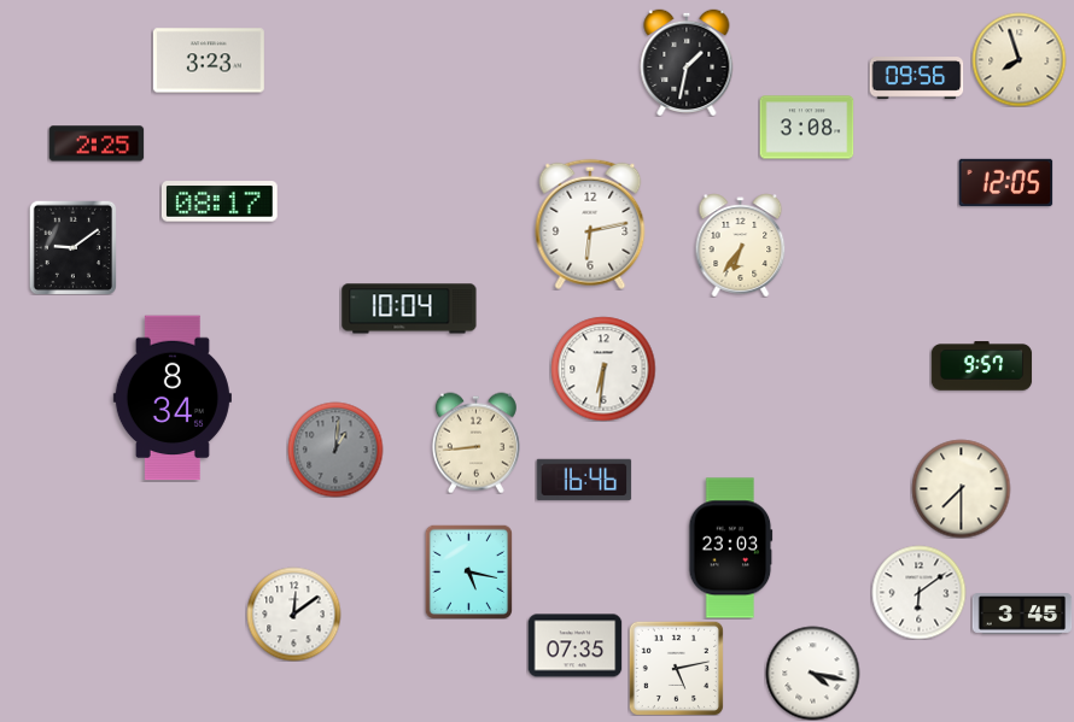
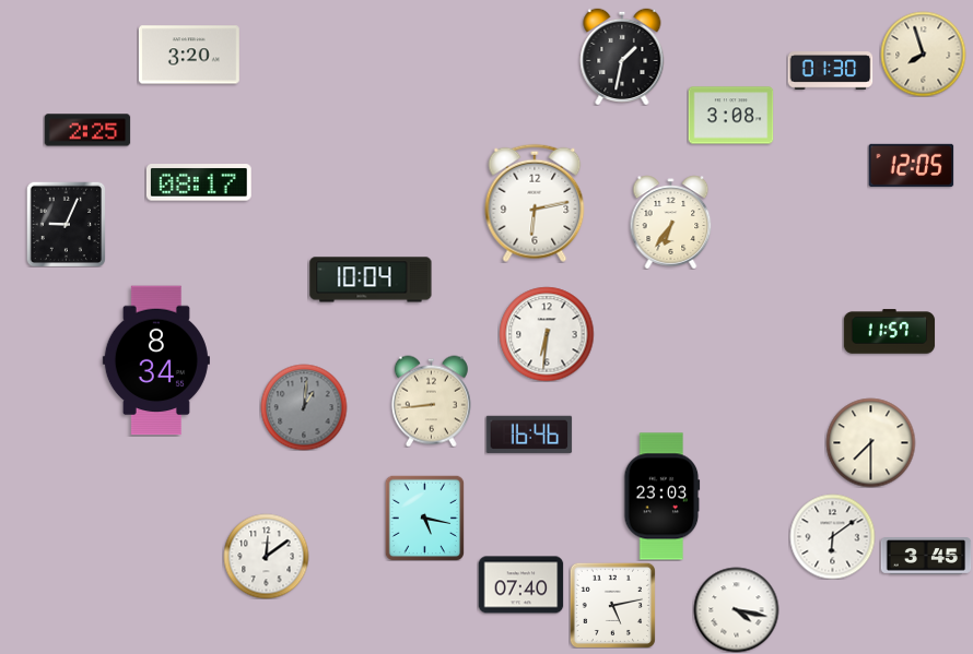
clock at (209, 60): 3:23 -> 3:20
clock at (916, 78): 09:56 -> 01:30
clock at (74, 247): 9:09 -> 9:04
clock at (981, 366): 9:57 -> 11:57
clock at (574, 646): 07:35 -> 07:40
